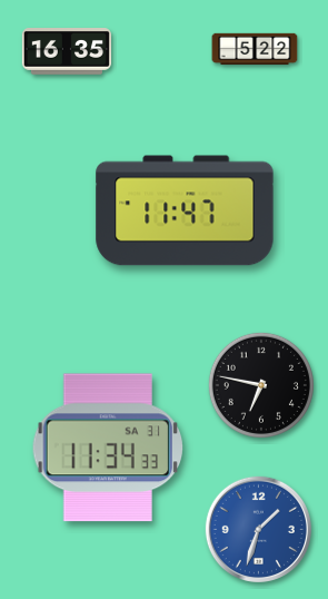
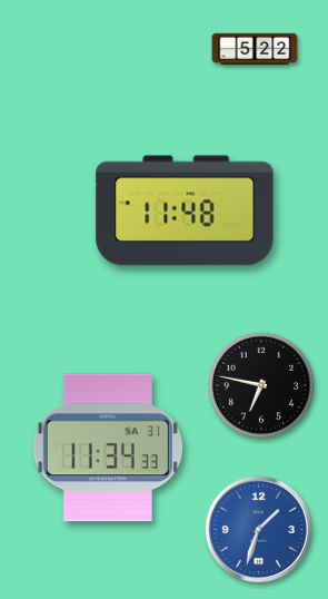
clock at (66, 52): 16:35 -> none
clock at (185, 210): 11:47 -> 11:48
